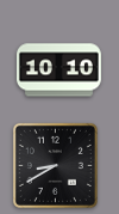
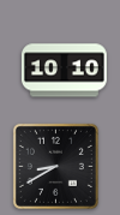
clock at (58, 71) position: (58, 71) -> (64, 71)
